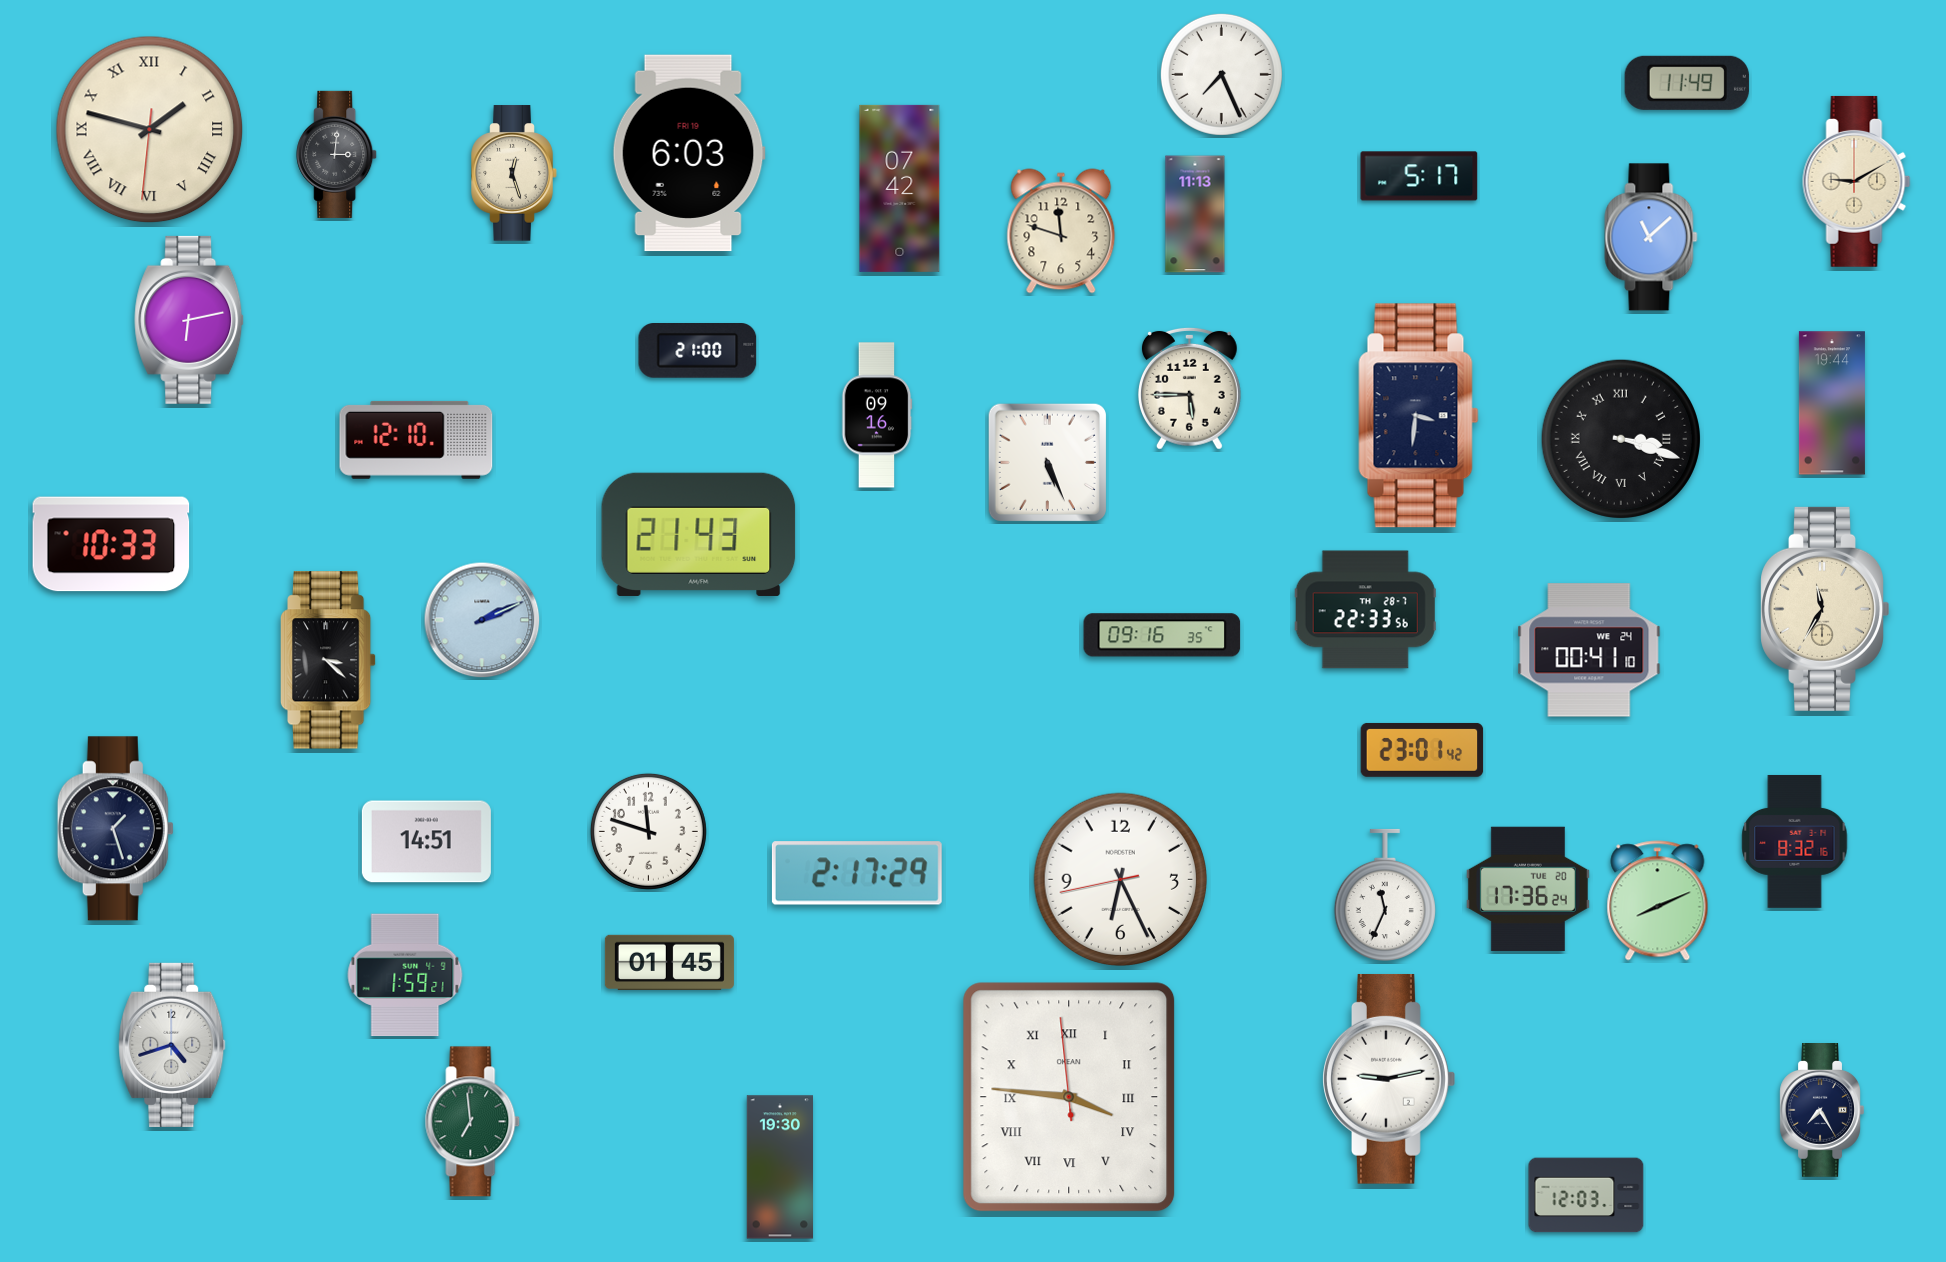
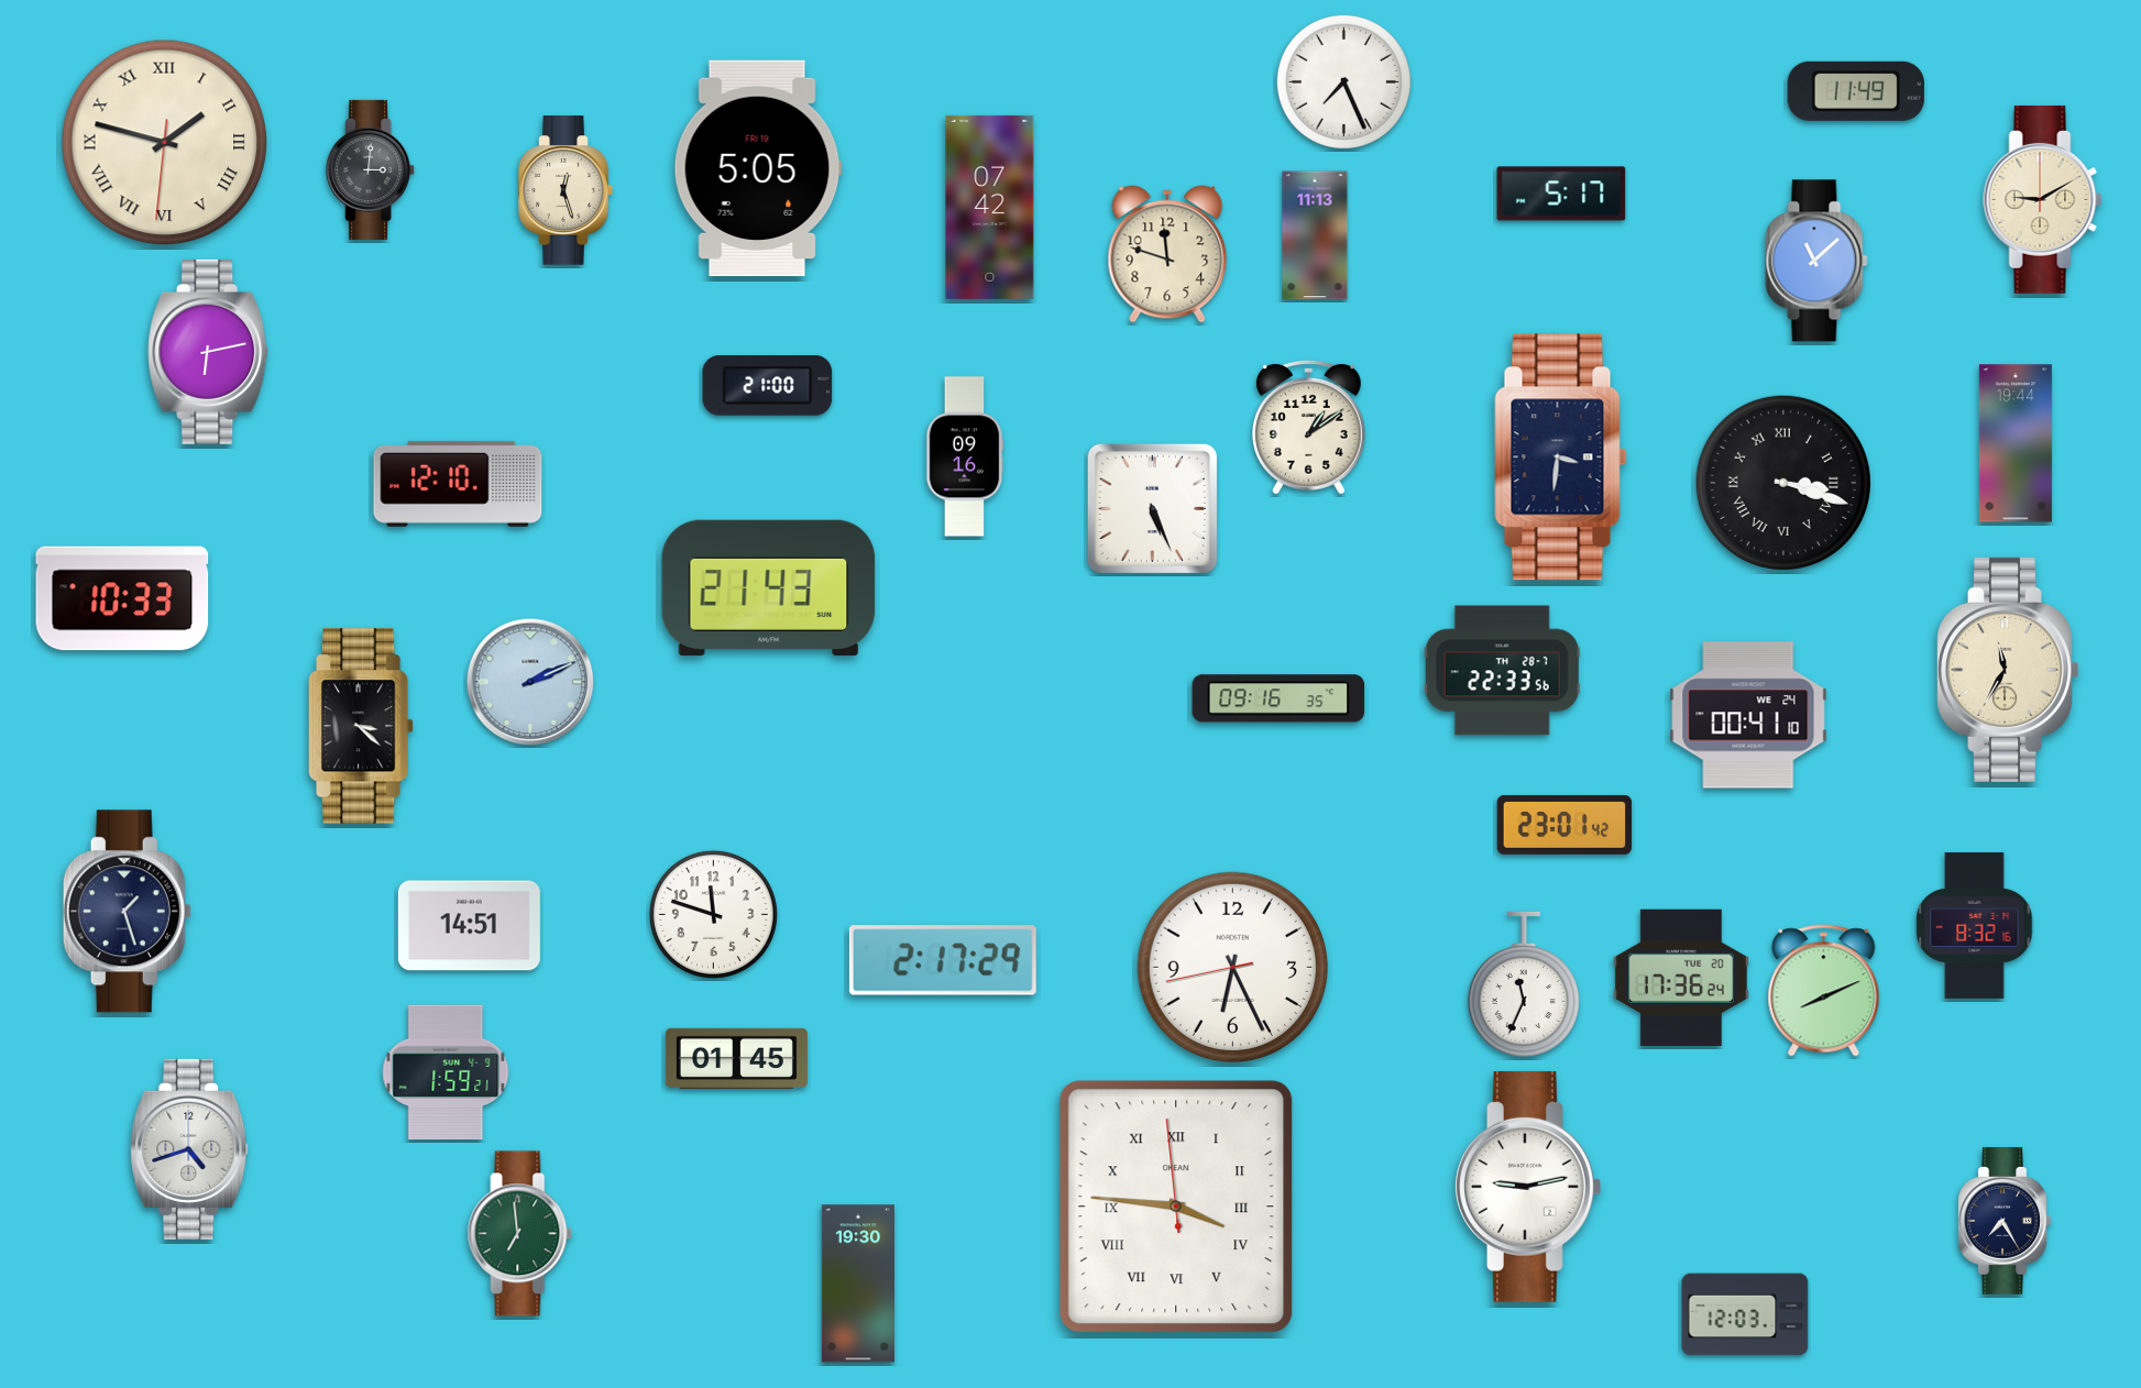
clock at (689, 153): 6:03 -> 5:05
clock at (1189, 388): 5:45 -> 1:09
